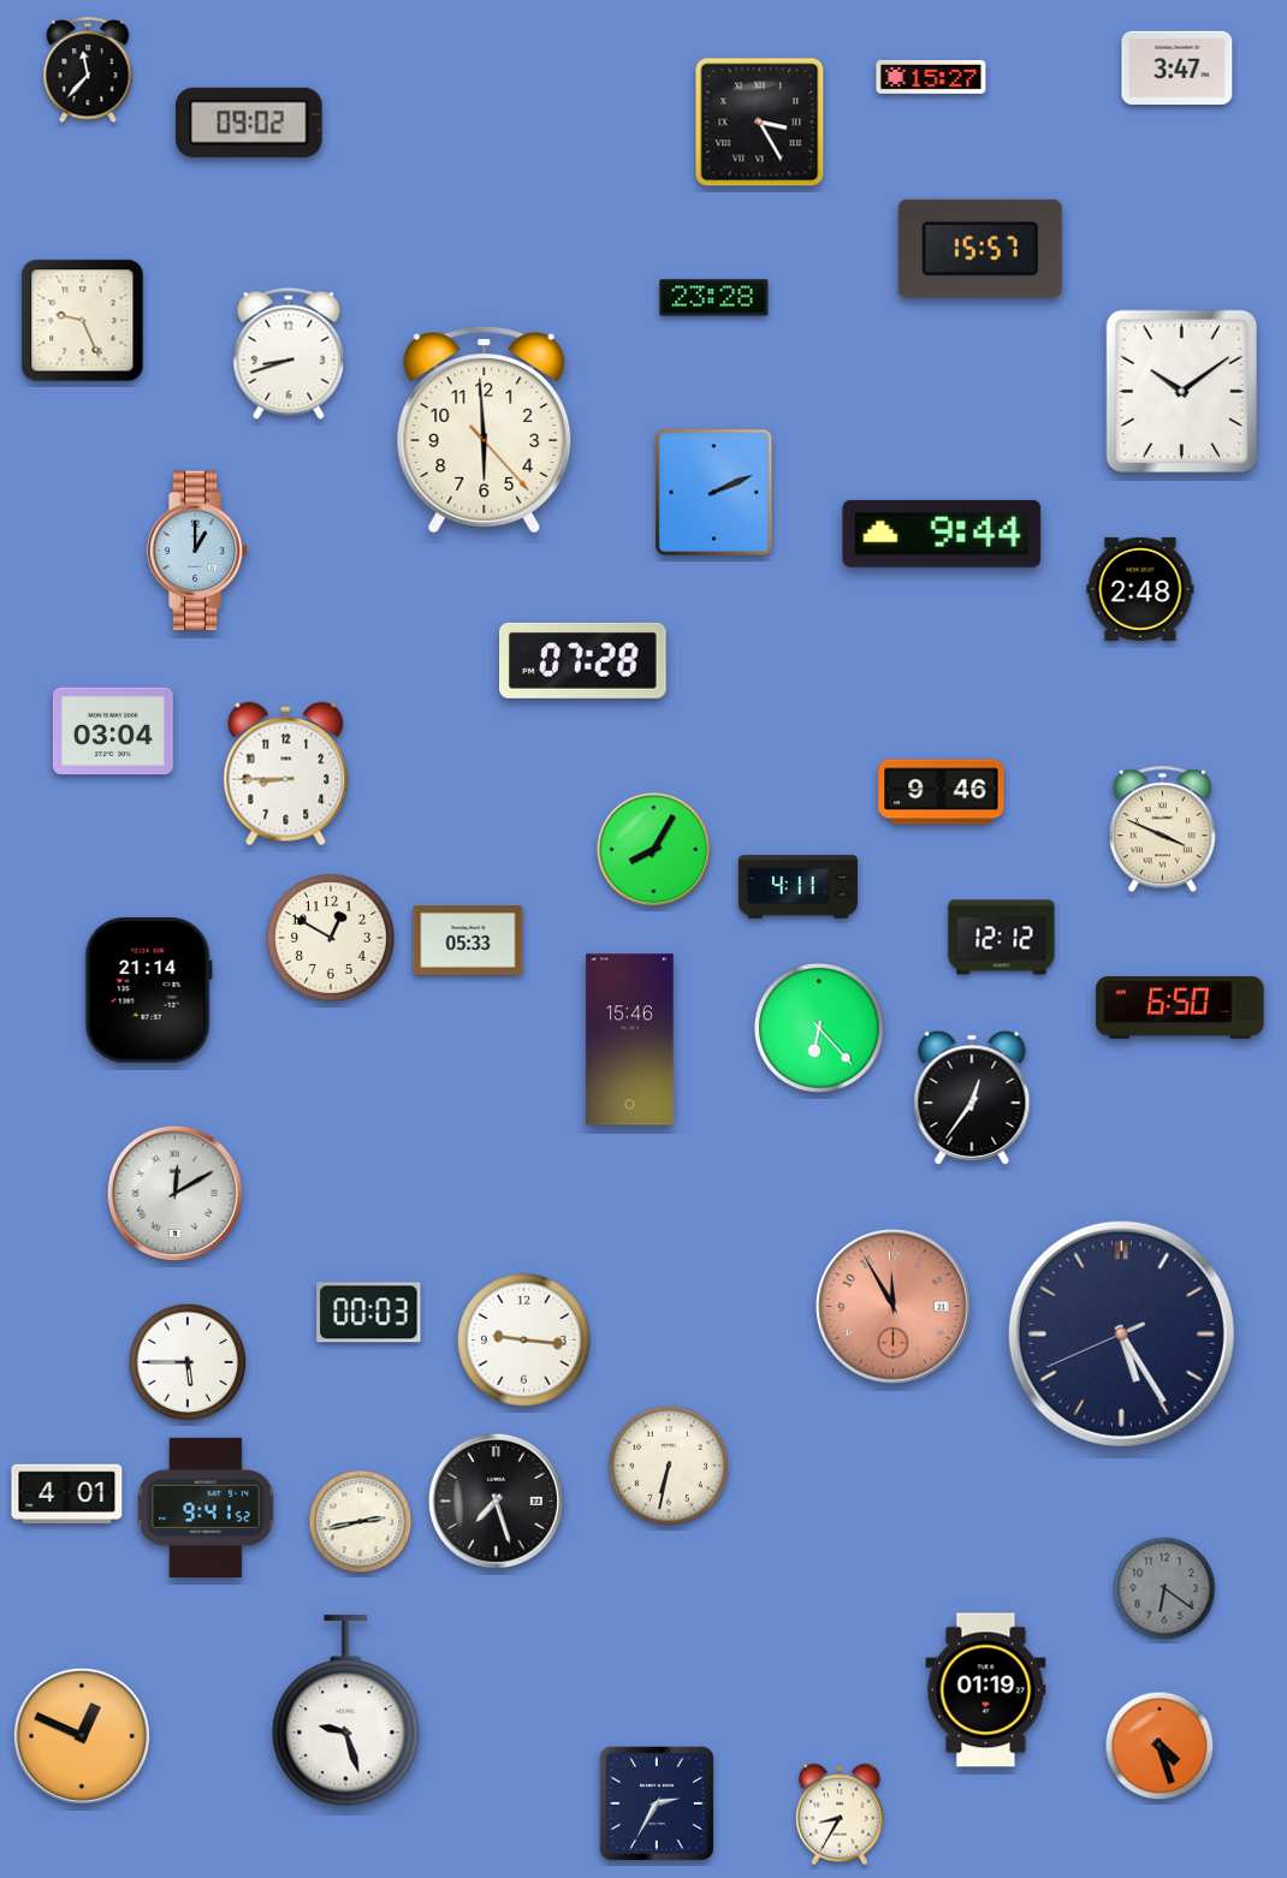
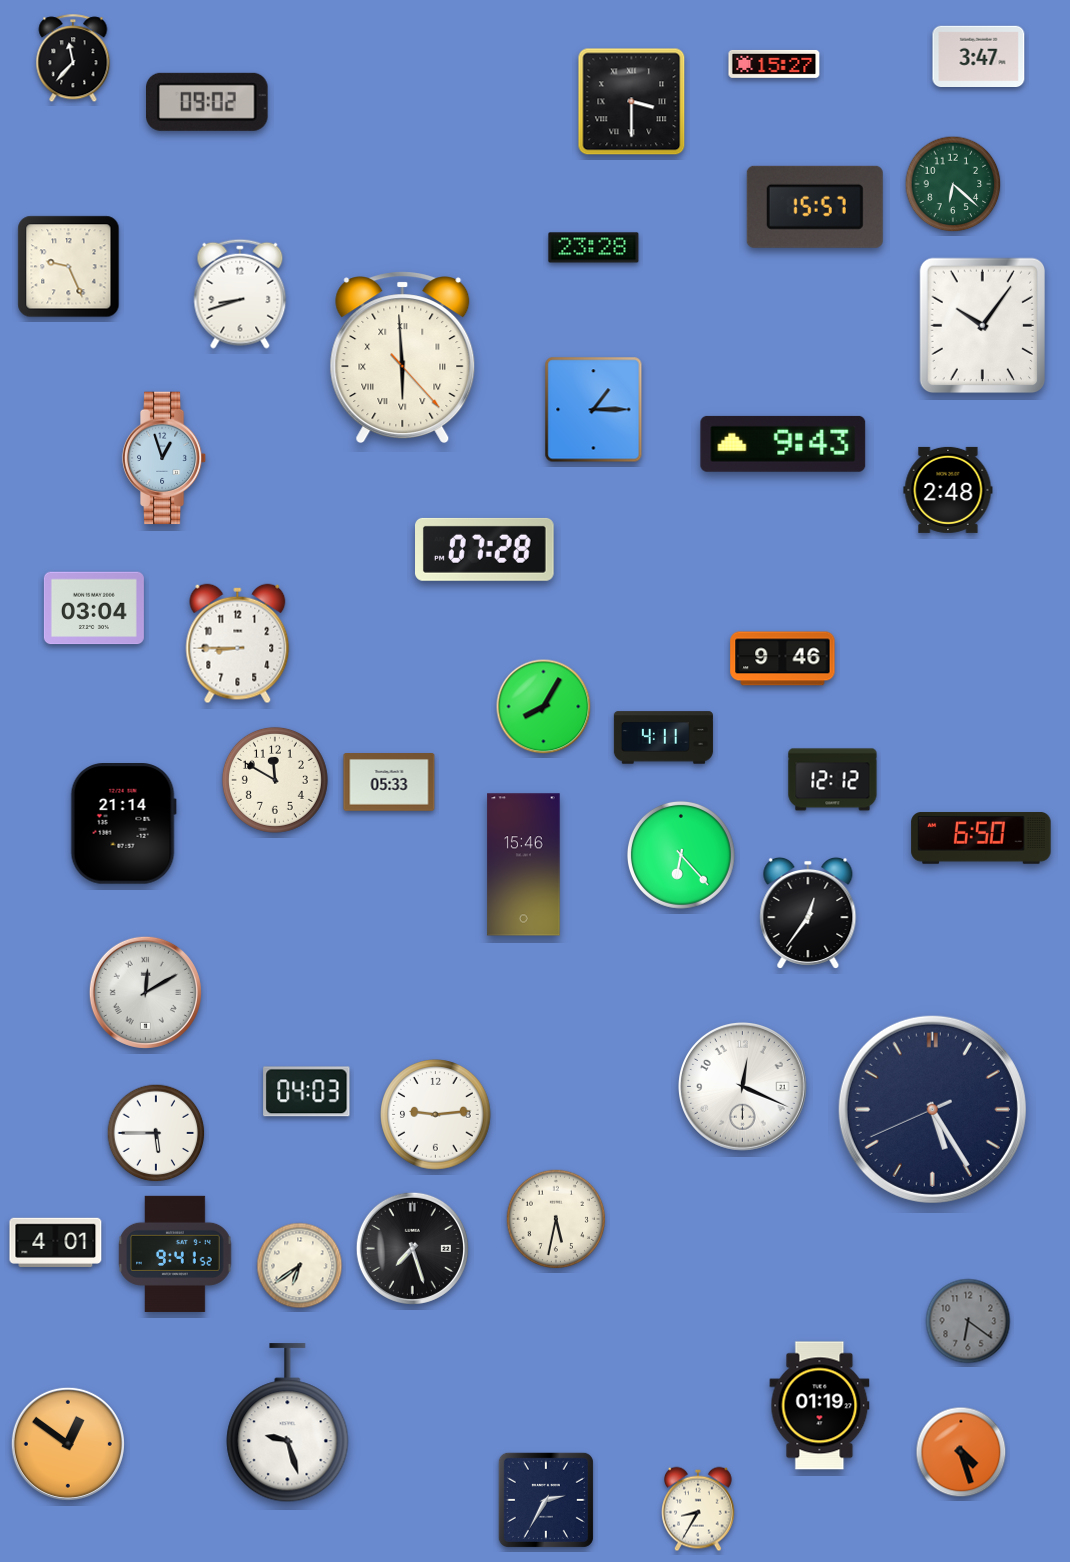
clock at (760, 123): 3:25 -> 3:30
clock at (953, 184): none -> 6:22
clock at (1181, 392): 10:09 -> 10:06
clock at (485, 429) numerals: Arabic -> Roman
clock at (714, 493): 2:11 -> 1:15
clock at (942, 534): 9:44 -> 9:43
clock at (197, 551): 1:00 -> 12:57
clock at (1162, 830): 3:49 -> none
clock at (331, 938): 12:50 -> 11:50
clock at (894, 1307): 11:55 -> 12:19
clock at (894, 1307) dial: salmon -> white
clock at (369, 1313): 00:03 -> 04:03
clock at (524, 1341): 9:16 -> 9:14
clock at (669, 1466): 6:32 -> 5:32
clock at (206, 1508) position: (206, 1508) -> (175, 1254)
clock at (361, 1522): 2:43 -> 6:39
clock at (82, 1736): 12:49 -> 12:51
clock at (1160, 1746) position: (1160, 1746) -> (961, 1452)
